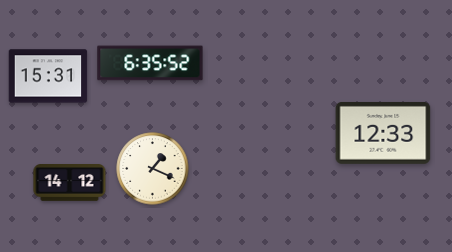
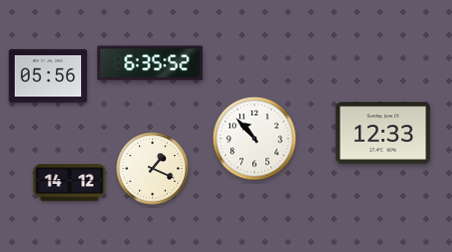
clock at (48, 76): 15:31 -> 05:56
clock at (255, 139): none -> 10:53
